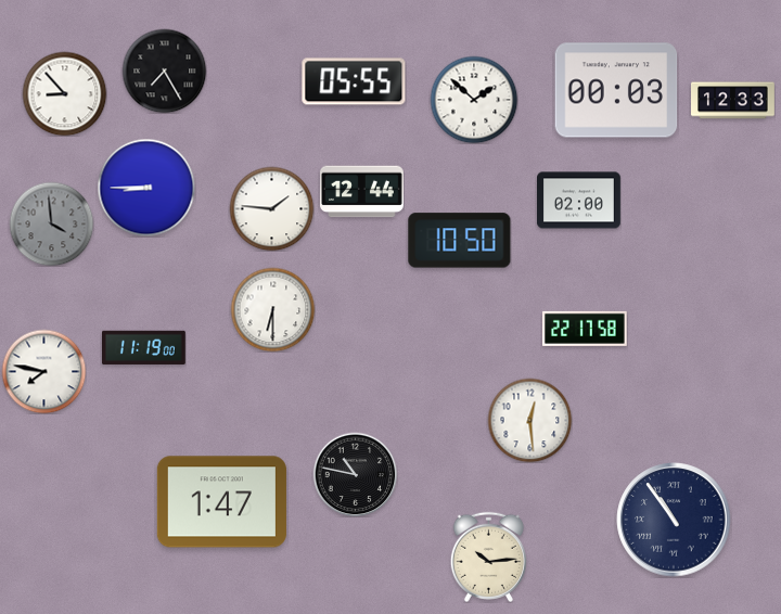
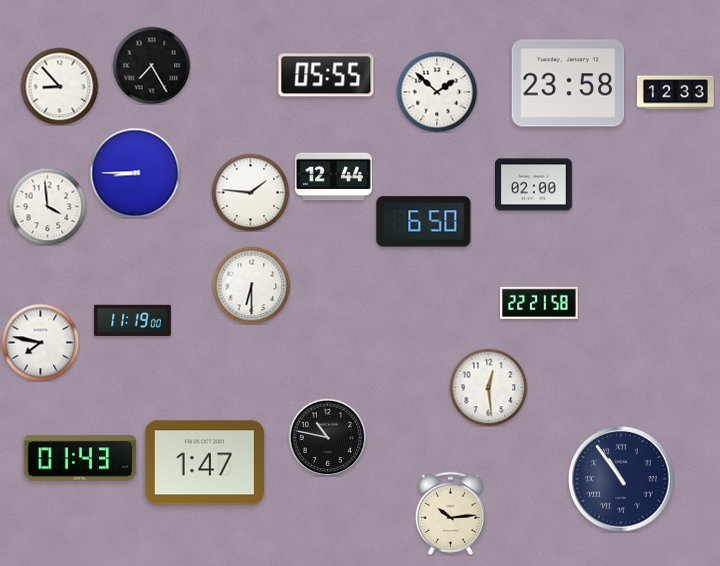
clock at (616, 90): 00:03 -> 23:58
clock at (51, 223) dial: grey -> white
clock at (460, 241): 10:50 -> 6:50
clock at (586, 329): 22:17 -> 22:21
clock at (80, 458): none -> 01:43
